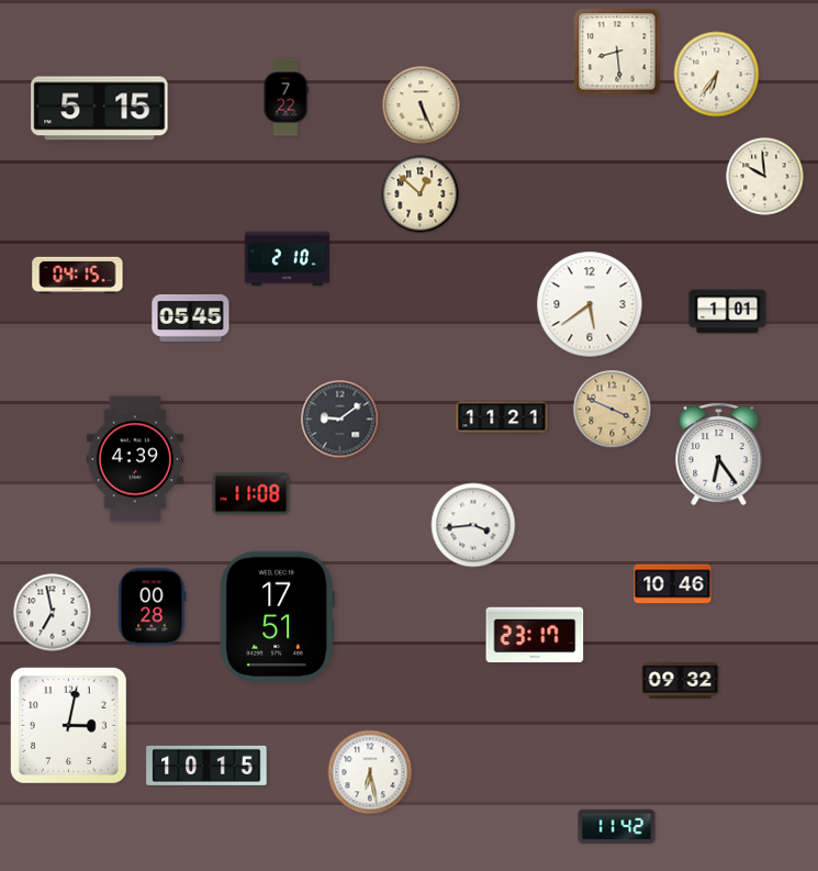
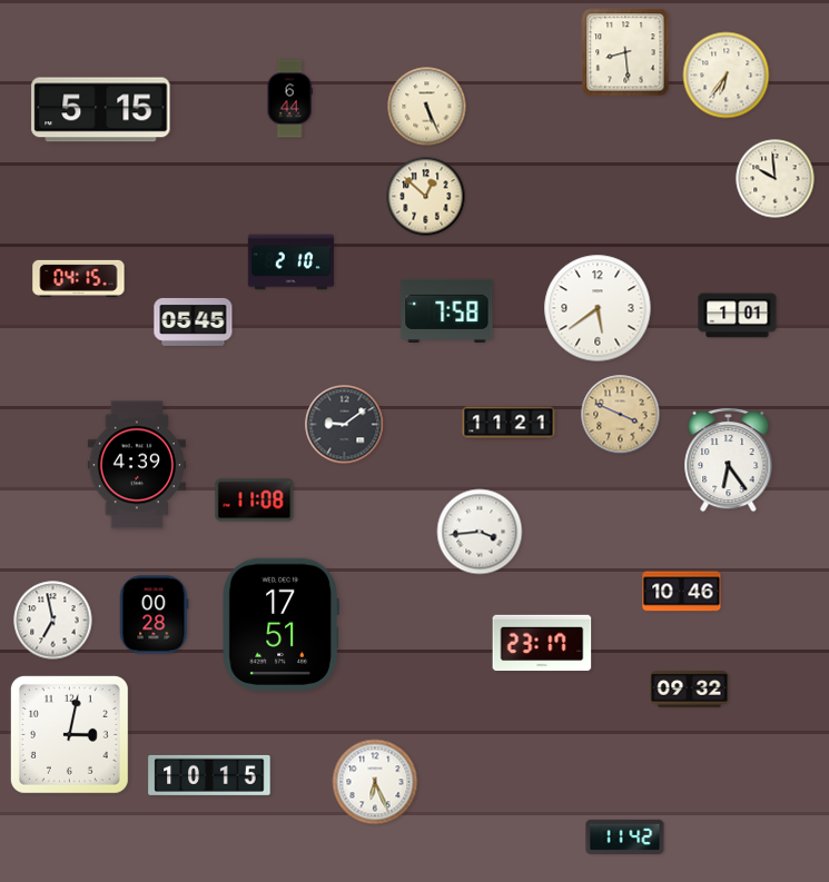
clock at (285, 98): 7:22 -> 6:44
clock at (447, 310): none -> 7:58
clock at (370, 772): 6:28 -> 6:26
